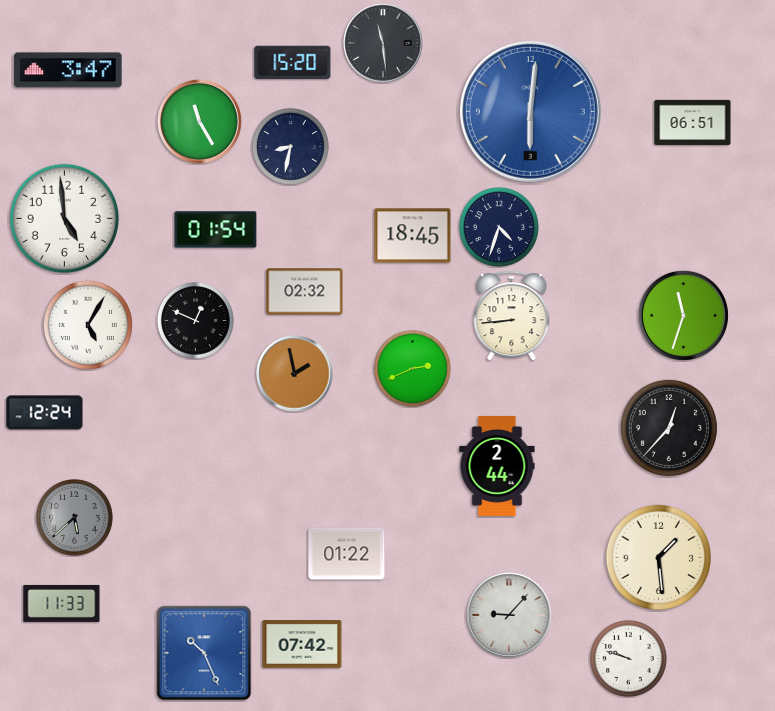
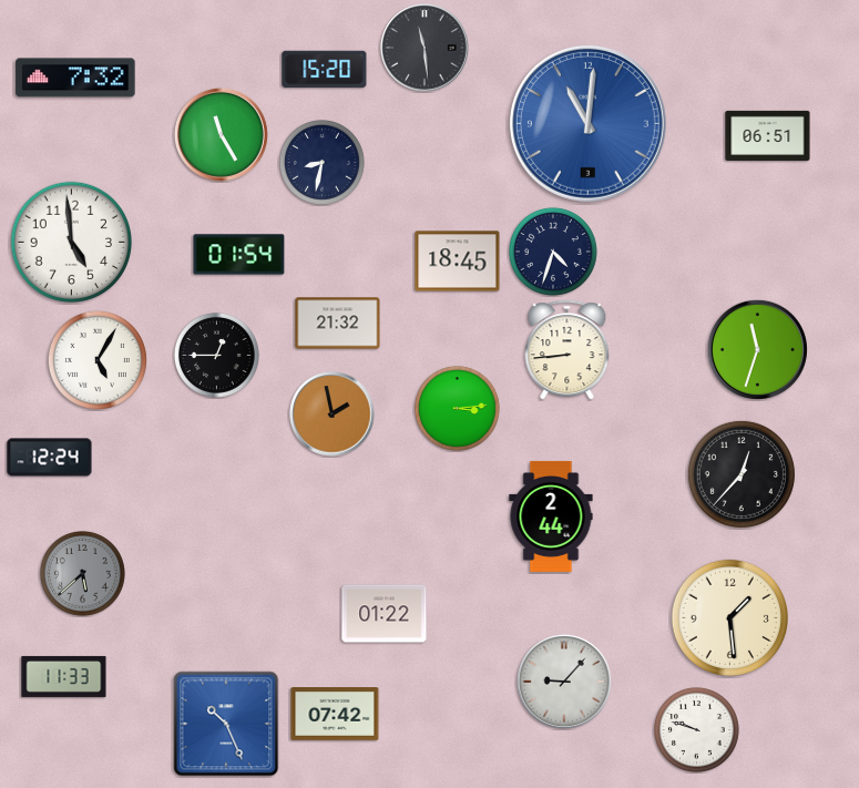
clock at (68, 70): 3:47 -> 7:32
clock at (530, 111): 6:01 -> 11:01
clock at (305, 292): 02:32 -> 21:32
clock at (195, 320): 12:49 -> 12:45
clock at (412, 368): 2:41 -> 3:14
clock at (295, 374) position: (295, 374) -> (333, 415)
clock at (62, 603) position: (62, 603) -> (64, 676)
